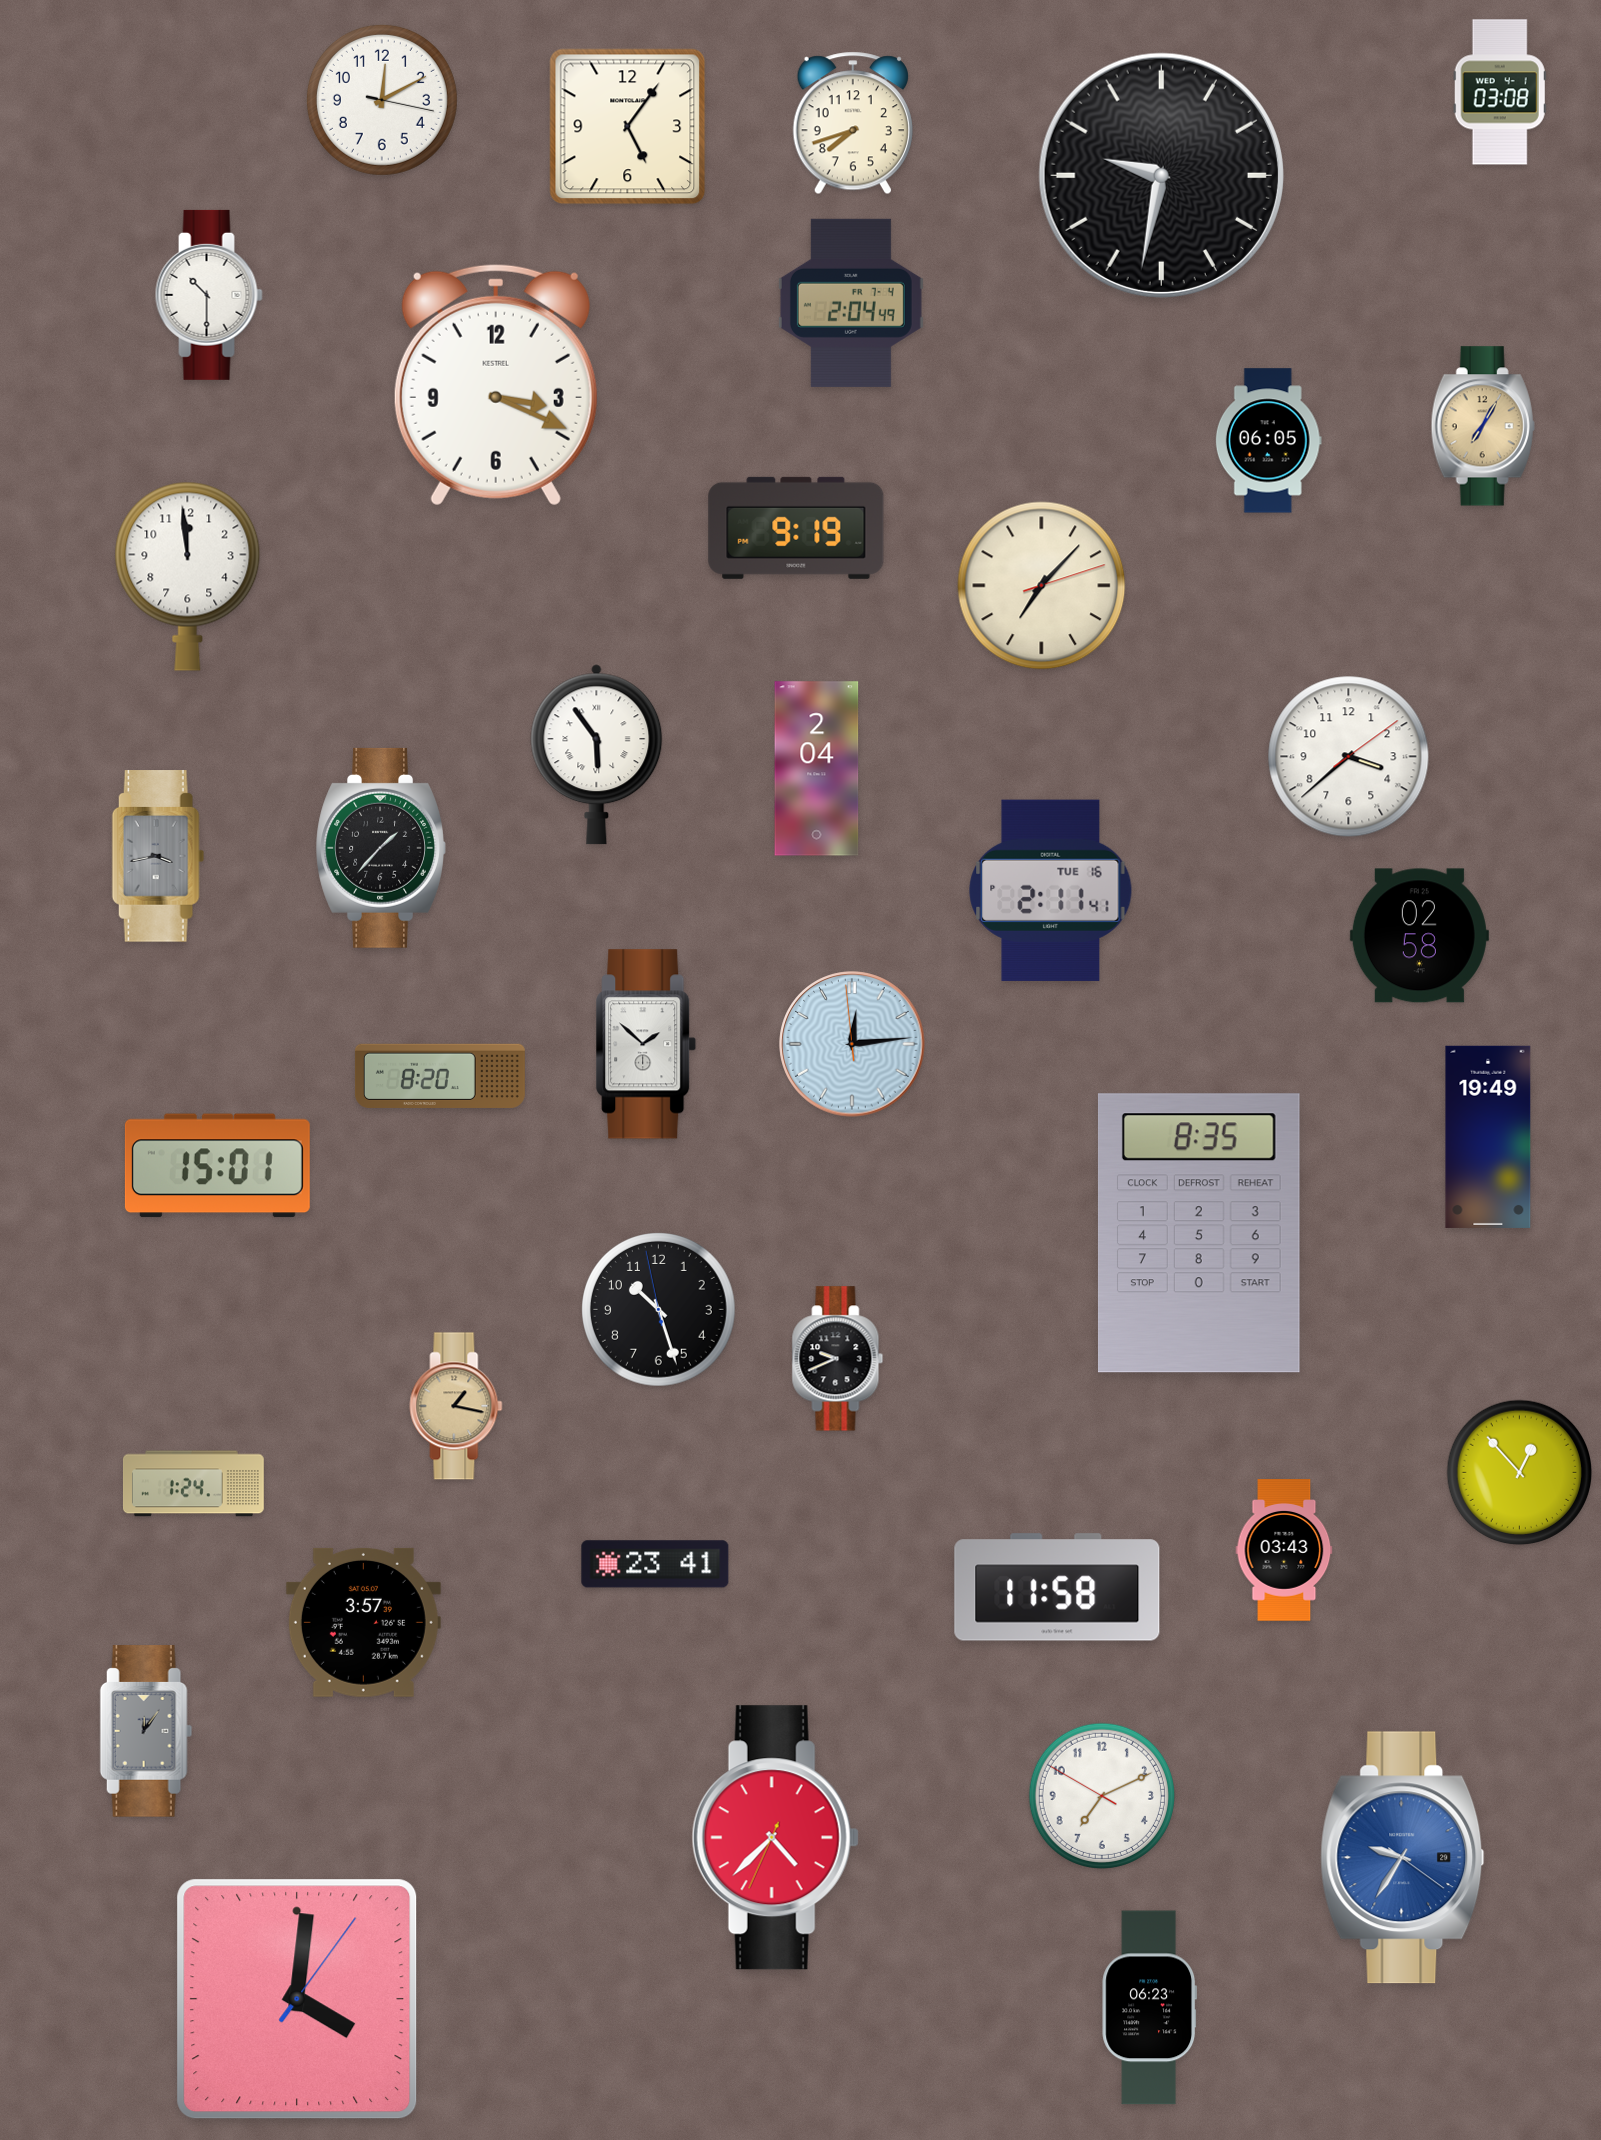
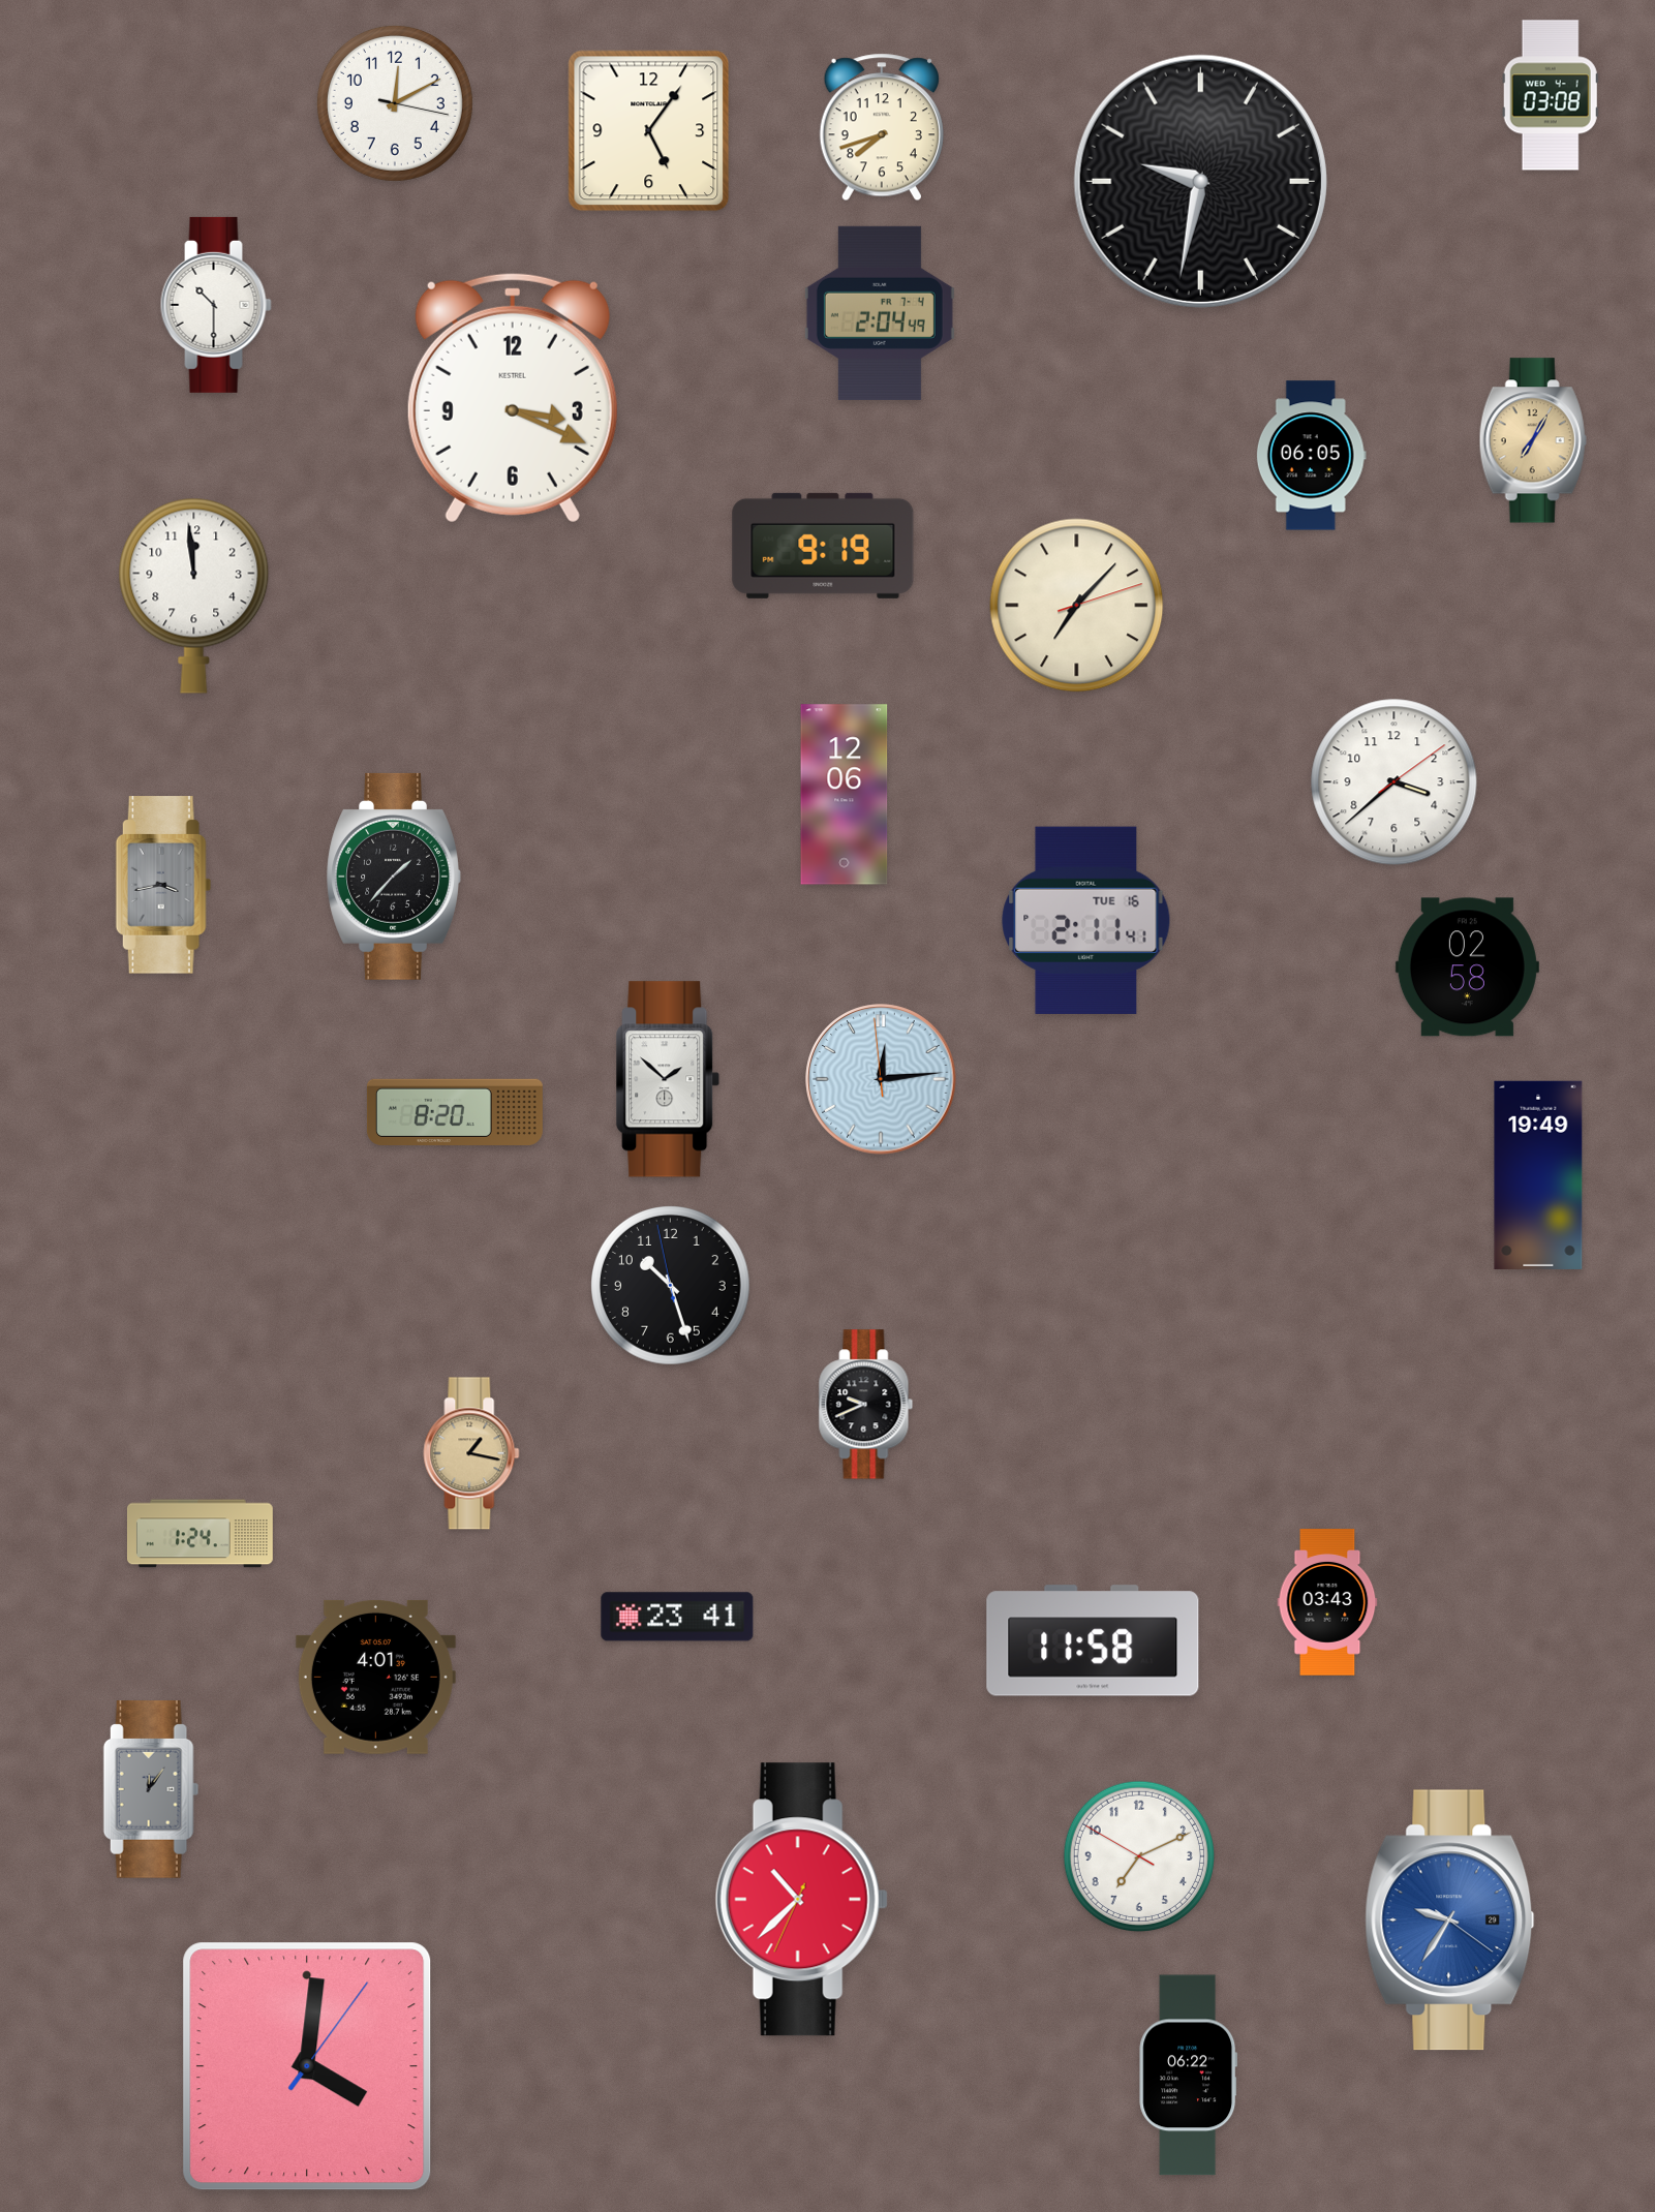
clock at (597, 755): 5:54 -> none
clock at (817, 769): 2:04 -> 12:06
clock at (217, 1166): 15:01 -> none
clock at (1199, 1233): 8:35 -> none
clock at (659, 1310) position: (659, 1310) -> (671, 1286)
clock at (1519, 1472): 12:53 -> none
clock at (363, 1622): 3:57 -> 4:01
clock at (775, 1838): 4:37 -> 10:37
clock at (1149, 2008): 06:23 -> 06:22
